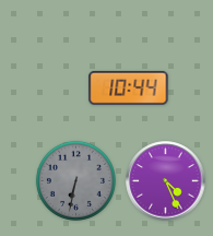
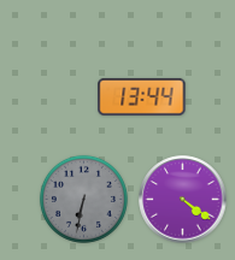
clock at (129, 87): 10:44 -> 13:44
clock at (166, 181): 4:26 -> 4:21
